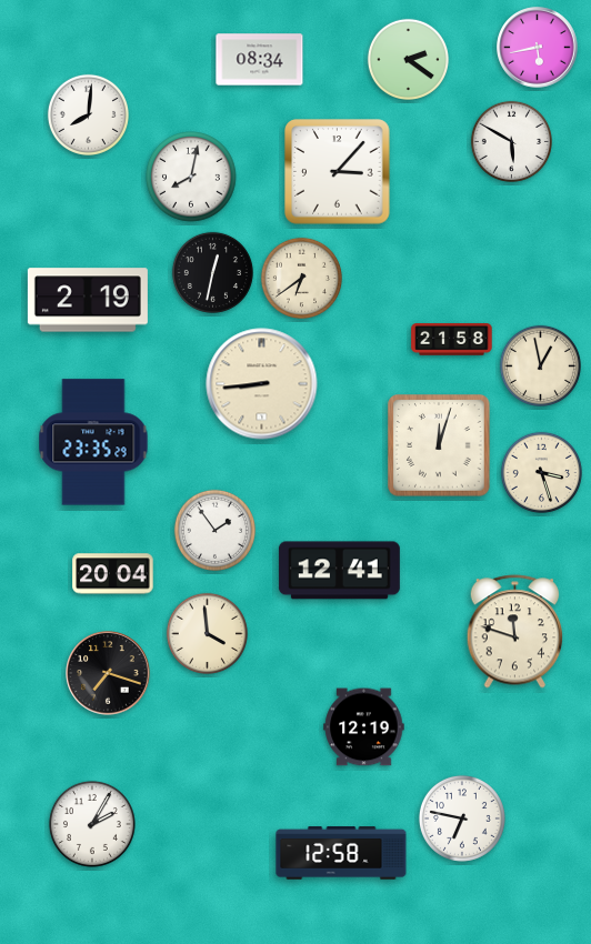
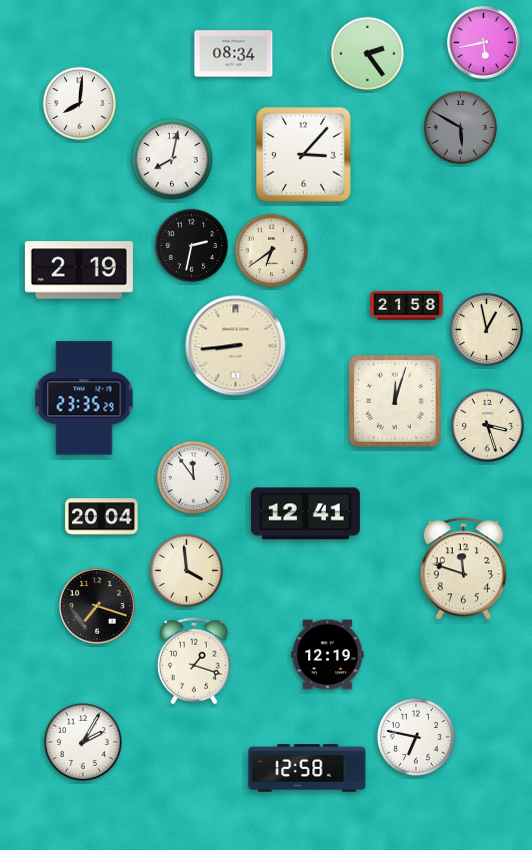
clock at (408, 59): 2:21 -> 2:24
clock at (511, 141) dial: white -> grey
clock at (212, 272): 12:32 -> 2:32
clock at (214, 530): 1:54 -> 11:54
clock at (194, 661): none -> 1:18
